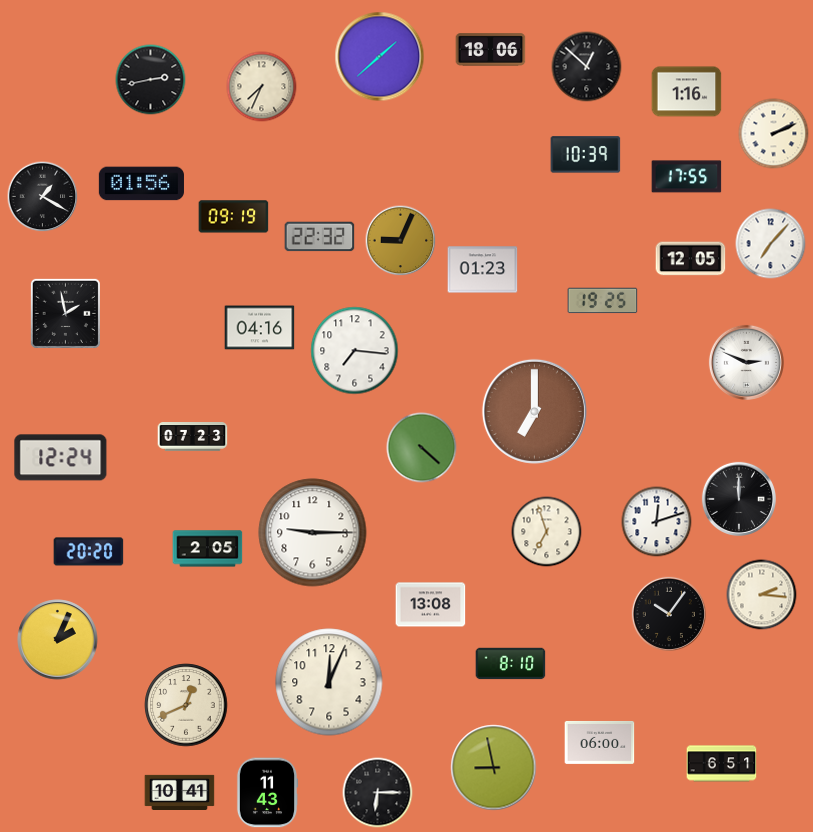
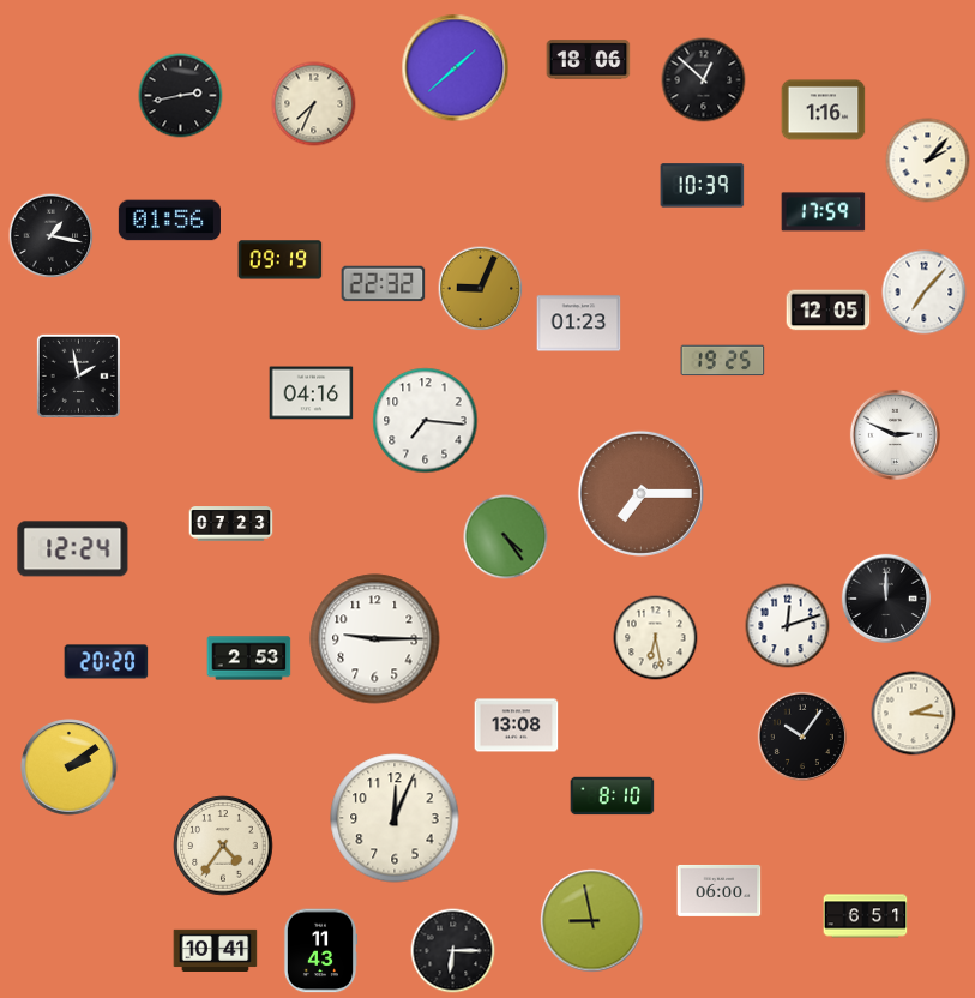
clock at (774, 134): 2:11 -> 2:07
clock at (687, 177): 17:55 -> 17:59
clock at (43, 197): 1:20 -> 1:17
clock at (534, 411): 7:00 -> 7:15
clock at (422, 448): 4:22 -> 4:24
clock at (547, 532): 6:57 -> 6:28
clock at (208, 549): 2:05 -> 2:53
clock at (58, 640): 2:04 -> 2:09
clock at (186, 705): 12:41 -> 4:36
